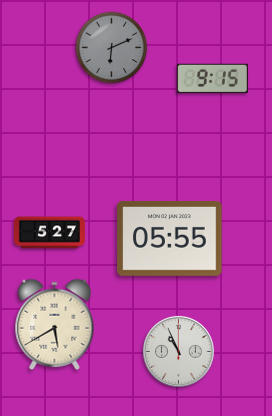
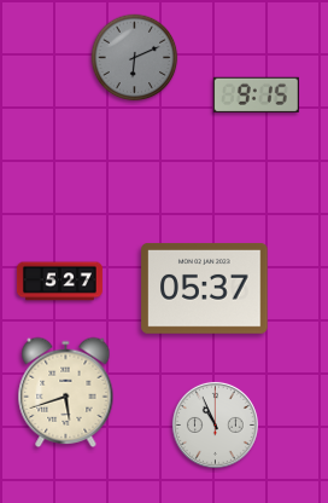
clock at (170, 239): 05:55 -> 05:37
clock at (55, 324): 5:40 -> 5:42
